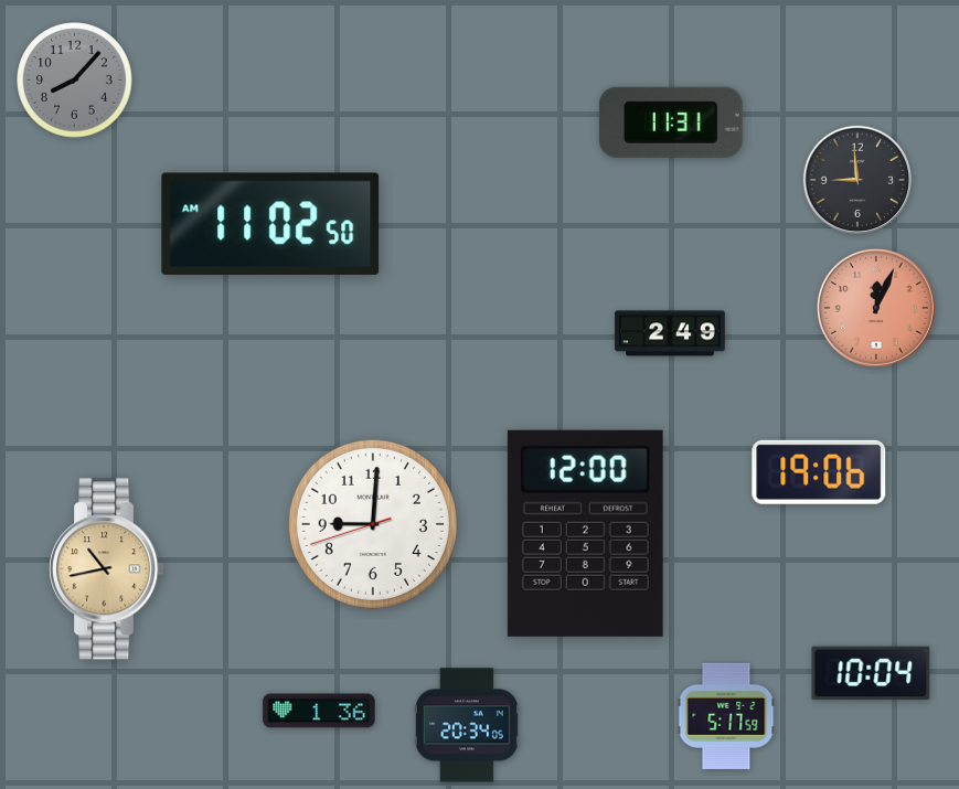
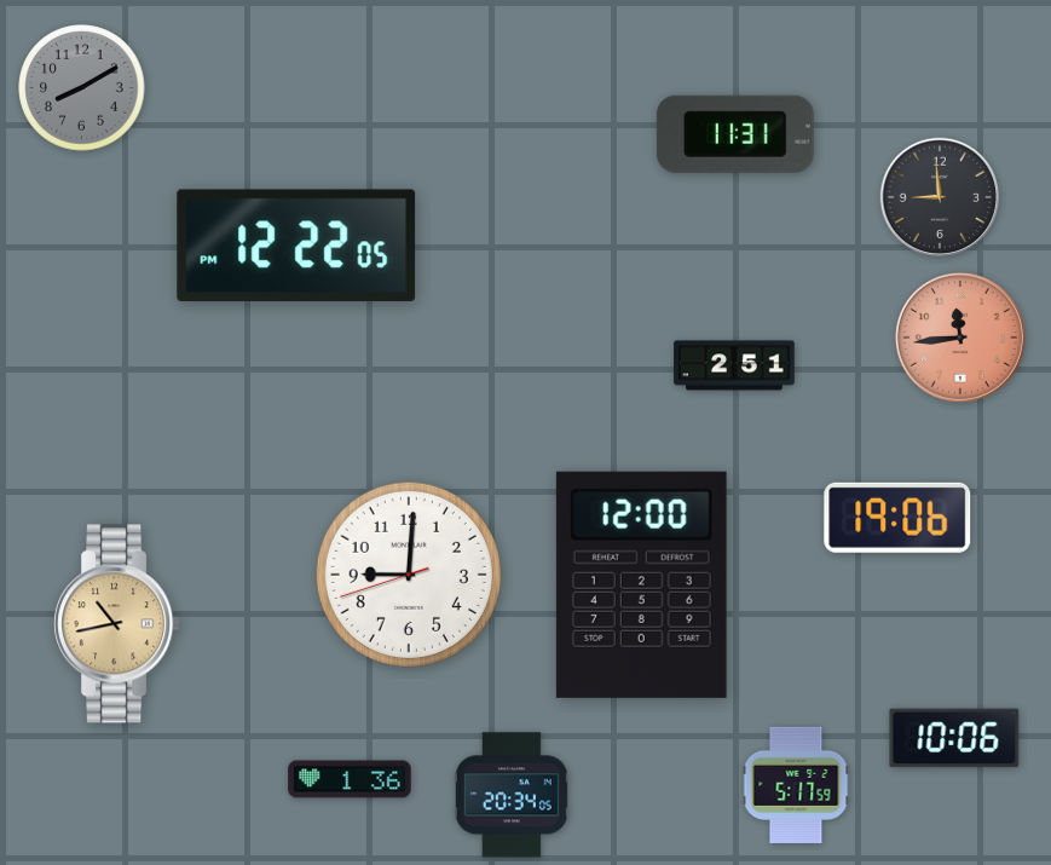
clock at (75, 81): 8:07 -> 8:10
clock at (270, 224): 11:02 -> 12:22
clock at (876, 308): 12:04 -> 11:44
clock at (670, 333): 2:49 -> 2:51
clock at (871, 673): 10:04 -> 10:06
